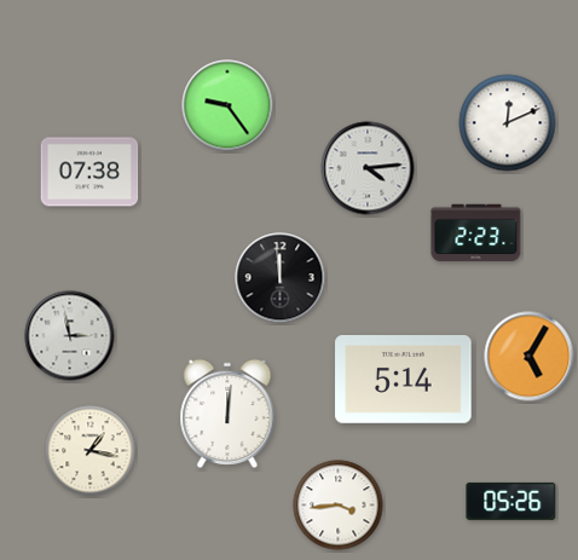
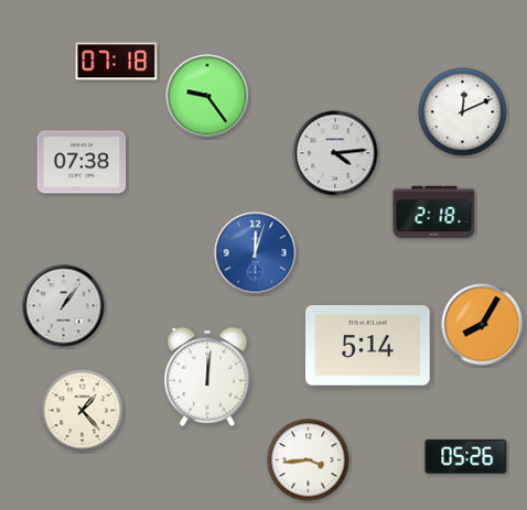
clock at (117, 62): none -> 07:18
clock at (89, 172) position: (89, 172) -> (82, 162)
clock at (476, 233): 2:23 -> 2:18
clock at (281, 278): 11:59 -> 12:03
clock at (281, 278) dial: black -> blue
clock at (70, 336): 2:58 -> 1:06
clock at (530, 357): 5:05 -> 8:05
clock at (91, 451): 1:17 -> 1:23
